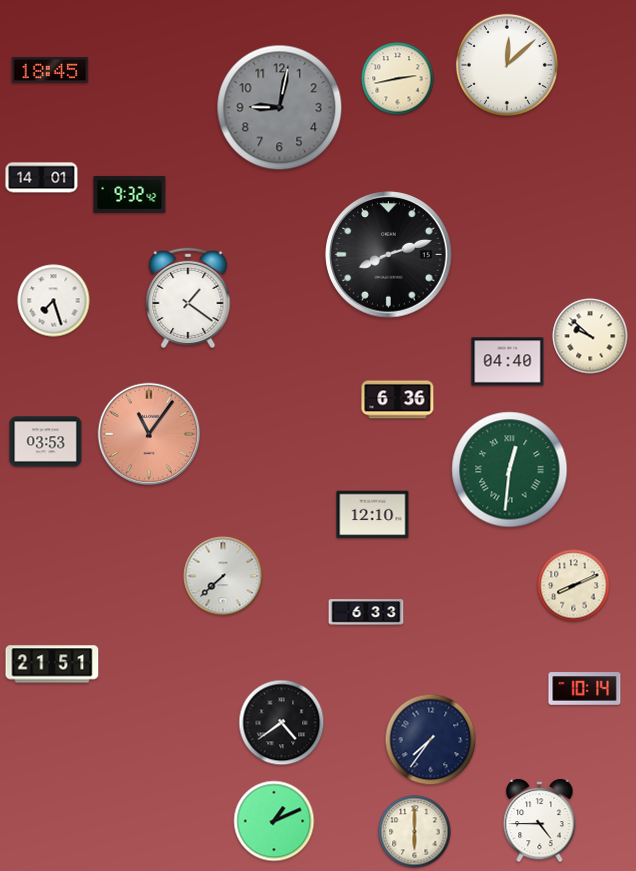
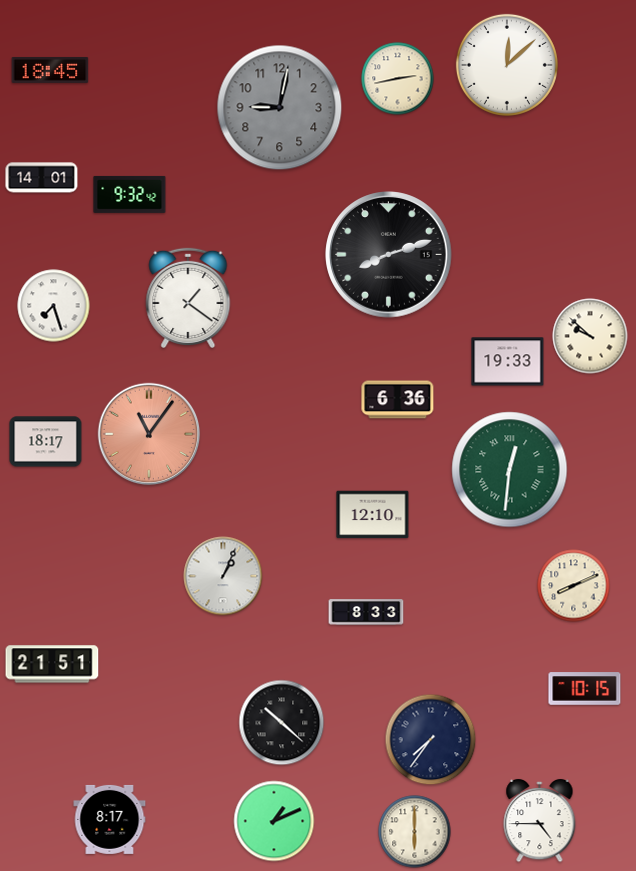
clock at (54, 301) position: (54, 301) -> (54, 306)
clock at (508, 362): 04:40 -> 19:33
clock at (46, 442): 03:53 -> 18:17
clock at (223, 576): 7:38 -> 1:04
clock at (366, 612): 6:33 -> 8:33
clock at (585, 689): 10:14 -> 10:15
clock at (282, 723): 4:39 -> 10:22
clock at (110, 819): none -> 8:17
